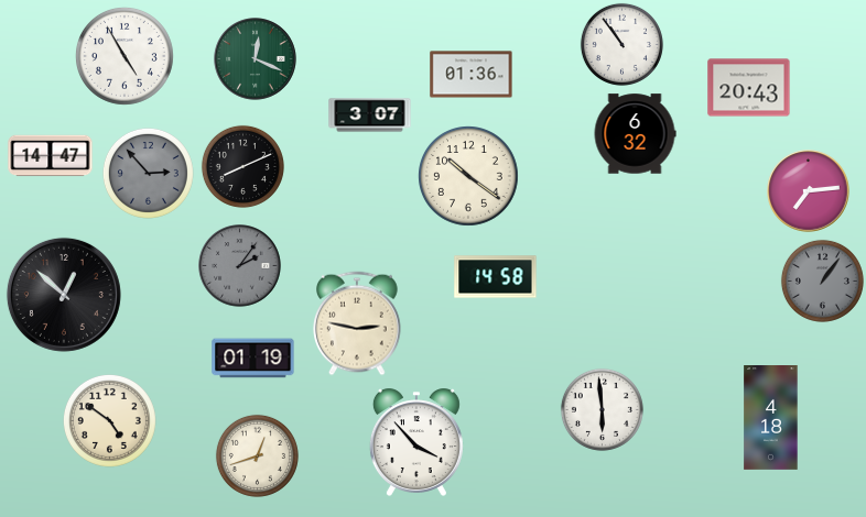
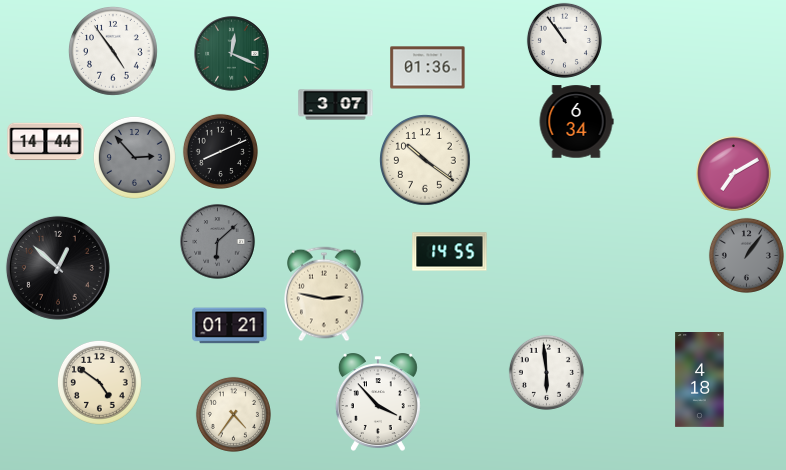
clock at (126, 57): 4:55 -> 4:54
clock at (749, 88): 20:43 -> none
clock at (635, 134): 6:32 -> 6:34
clock at (51, 156): 14:47 -> 14:44
clock at (809, 191): 7:14 -> 7:10
clock at (240, 266): 2:06 -> 6:08
clock at (496, 277): 14:58 -> 14:55
clock at (253, 359): 01:19 -> 01:21
clock at (257, 455): 12:42 -> 4:36
